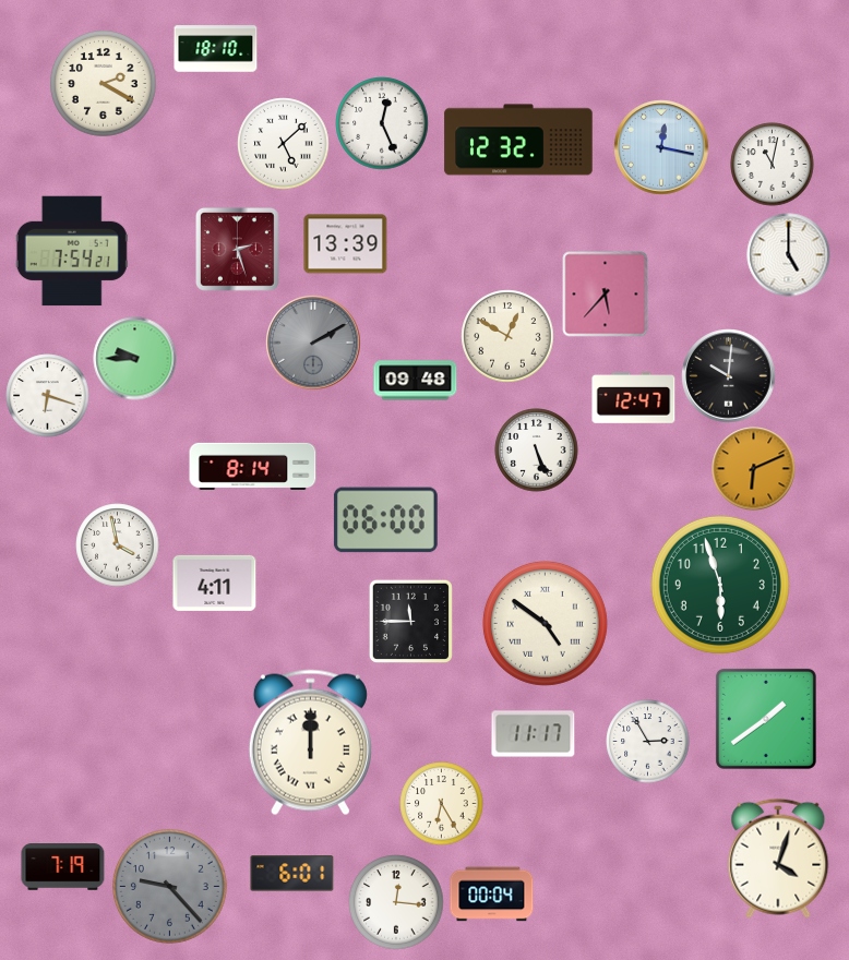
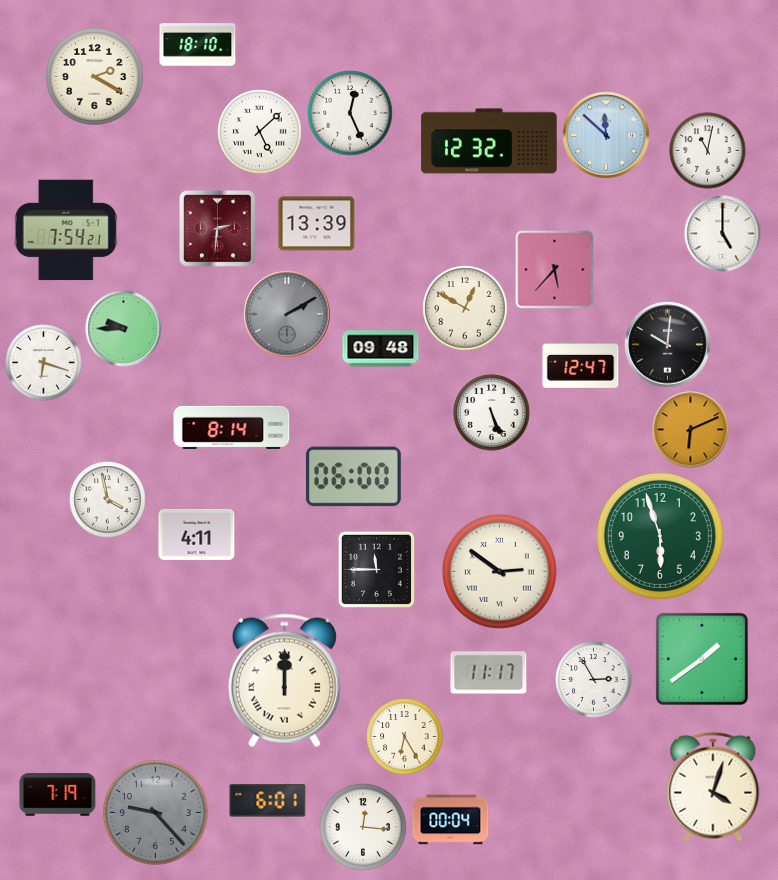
clock at (518, 140) position: (518, 140) -> (489, 141)
clock at (661, 147): 12:17 -> 11:52
clock at (238, 250): 2:27 -> 2:31
clock at (545, 623): 4:51 -> 2:51
